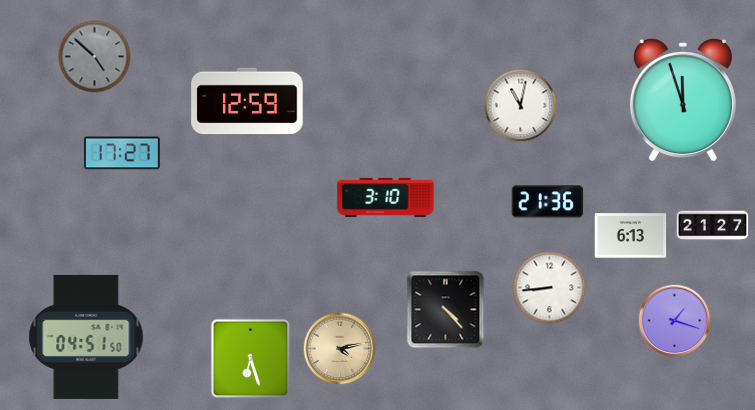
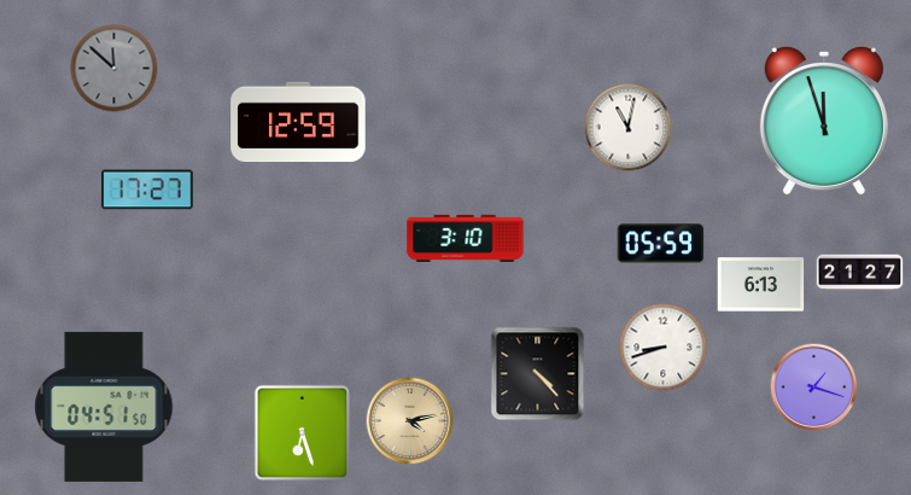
clock at (95, 57): 4:52 -> 11:52
clock at (122, 153) position: (122, 153) -> (147, 190)
clock at (548, 202): 21:36 -> 05:59
clock at (550, 288): 8:44 -> 8:42
